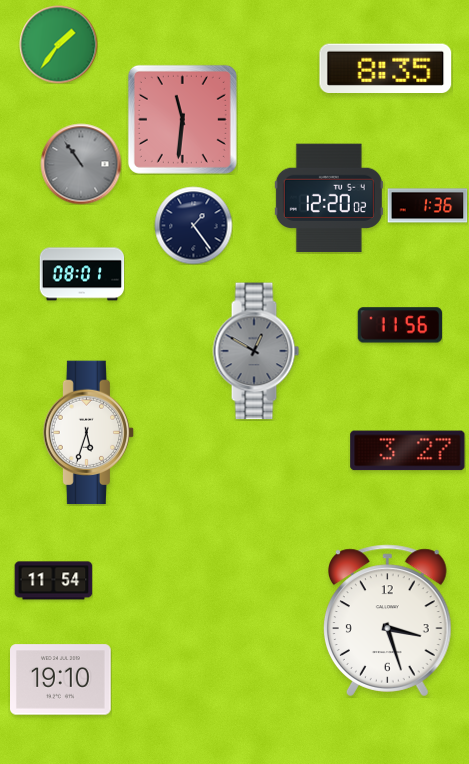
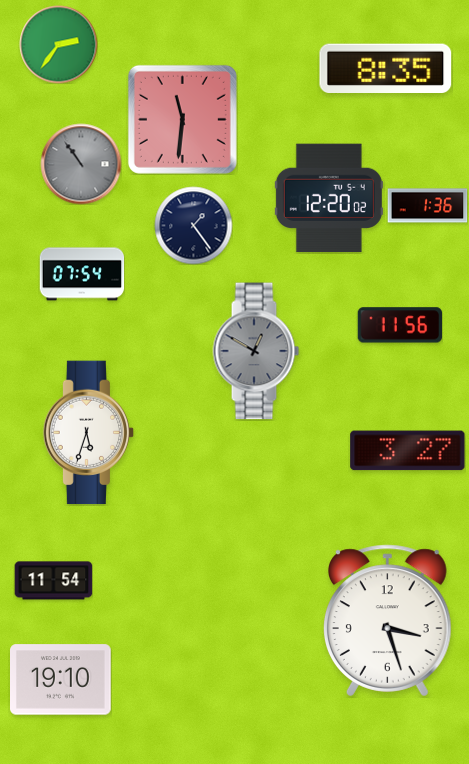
clock at (58, 44): 1:36 -> 2:36
clock at (82, 274): 08:01 -> 07:54
